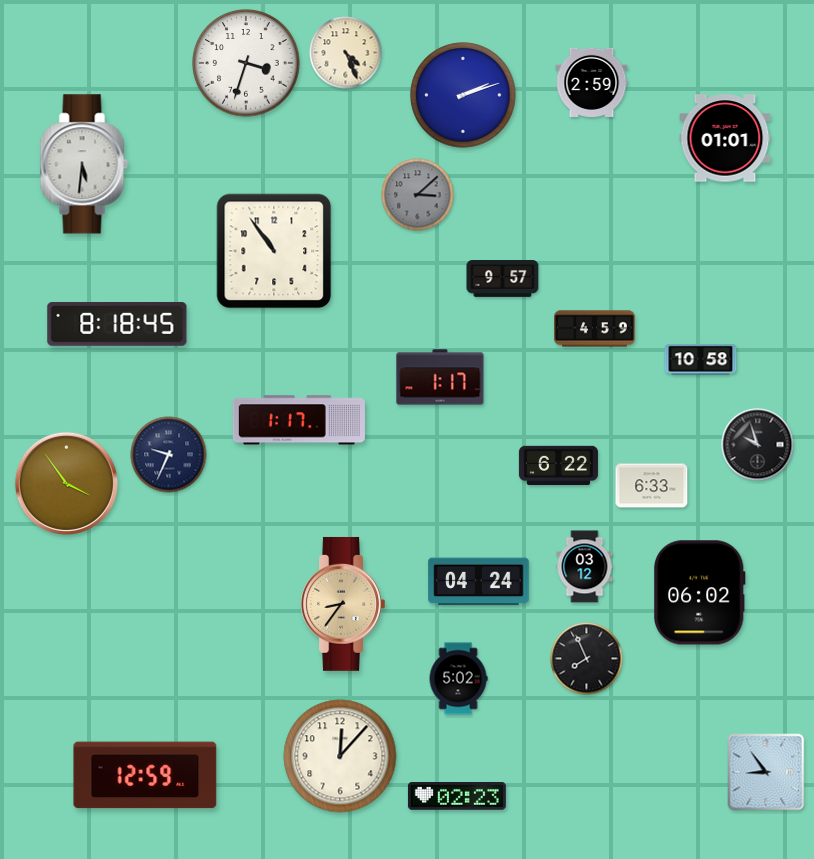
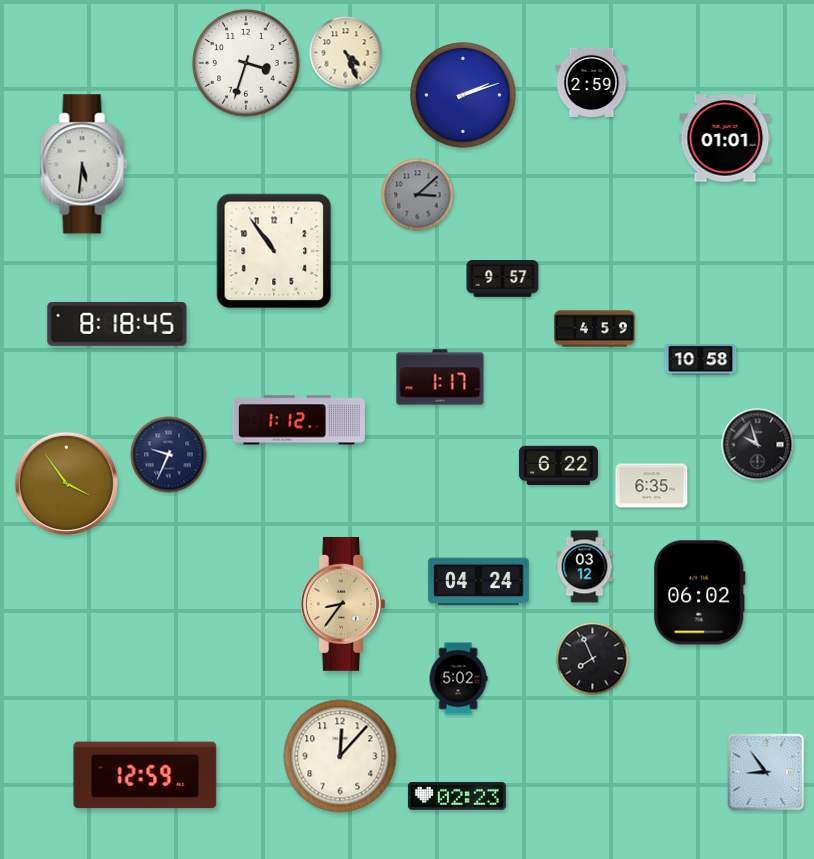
clock at (299, 420): 1:17 -> 1:12
clock at (652, 486): 6:33 -> 6:35
clock at (587, 659) position: (587, 659) -> (593, 659)
